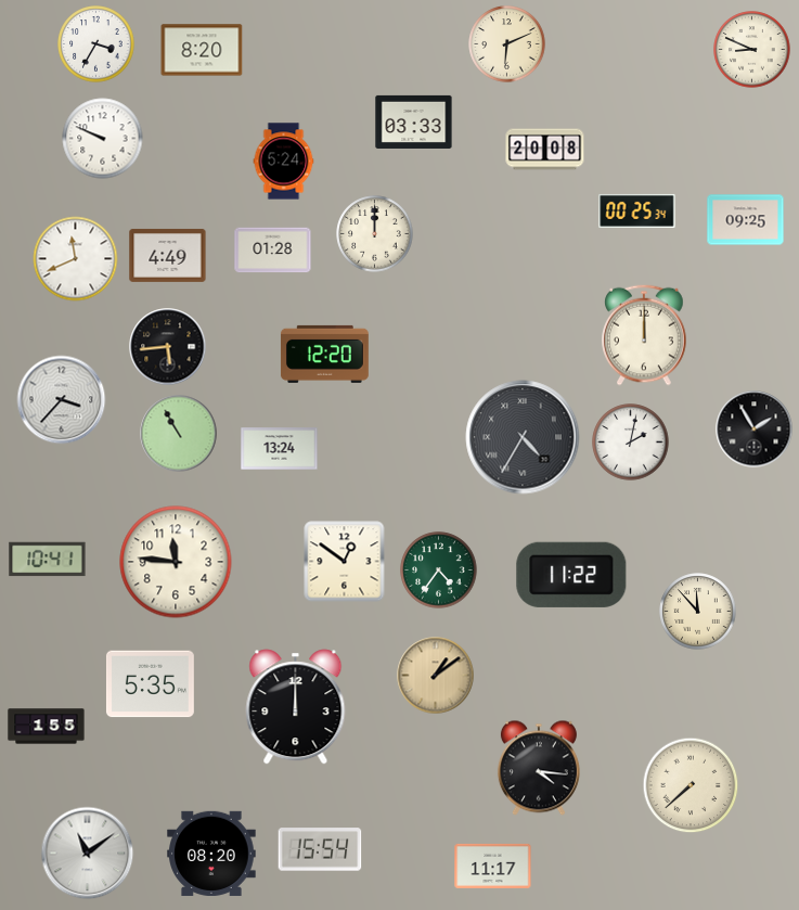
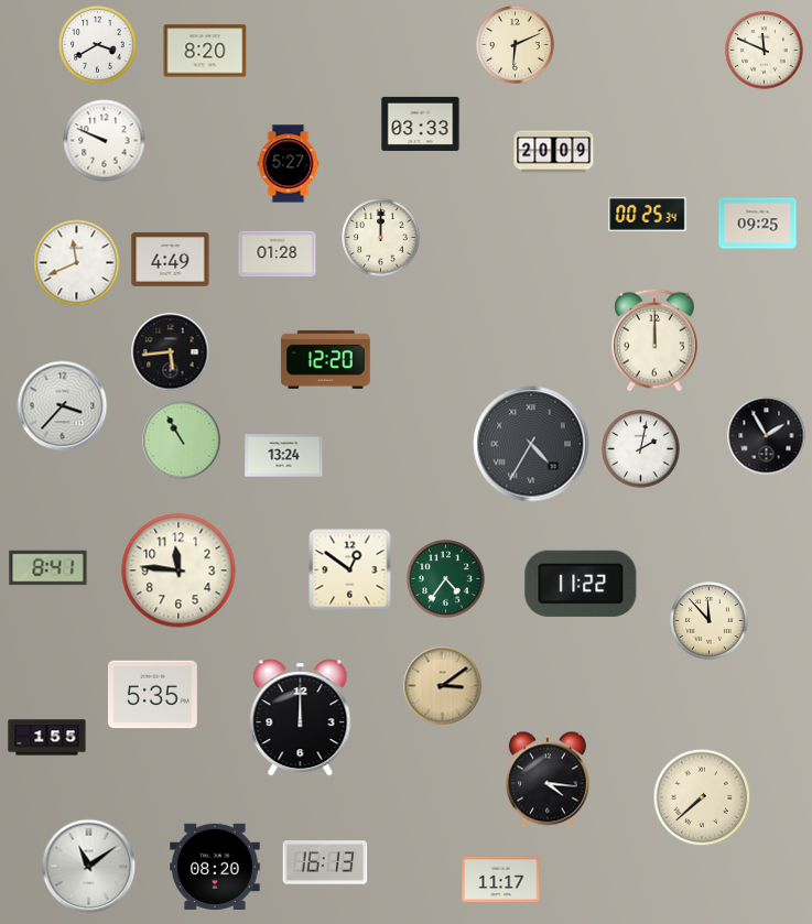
clock at (96, 44): 3:35 -> 3:40
clock at (752, 50): 8:49 -> 11:49
clock at (545, 150): 20:08 -> 20:09
clock at (284, 162): 5:24 -> 5:27
clock at (324, 354) position: (324, 354) -> (325, 359)
clock at (48, 560): 10:41 -> 8:41
clock at (436, 676): 1:09 -> 3:09
clock at (320, 849): 15:54 -> 16:13
